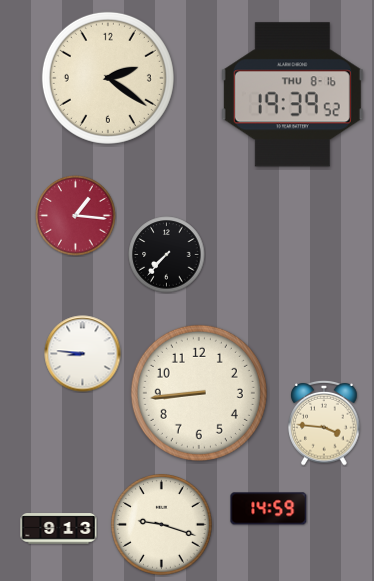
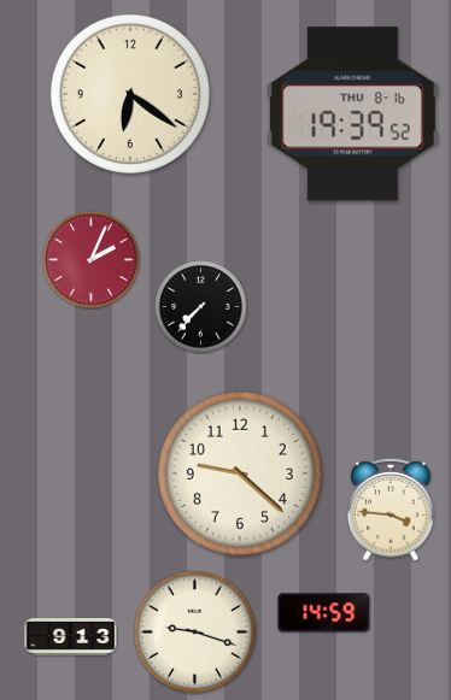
clock at (108, 78): 2:21 -> 6:21
clock at (76, 216): 1:16 -> 2:04
clock at (83, 354): 8:46 -> none
clock at (199, 393): 8:44 -> 9:22
